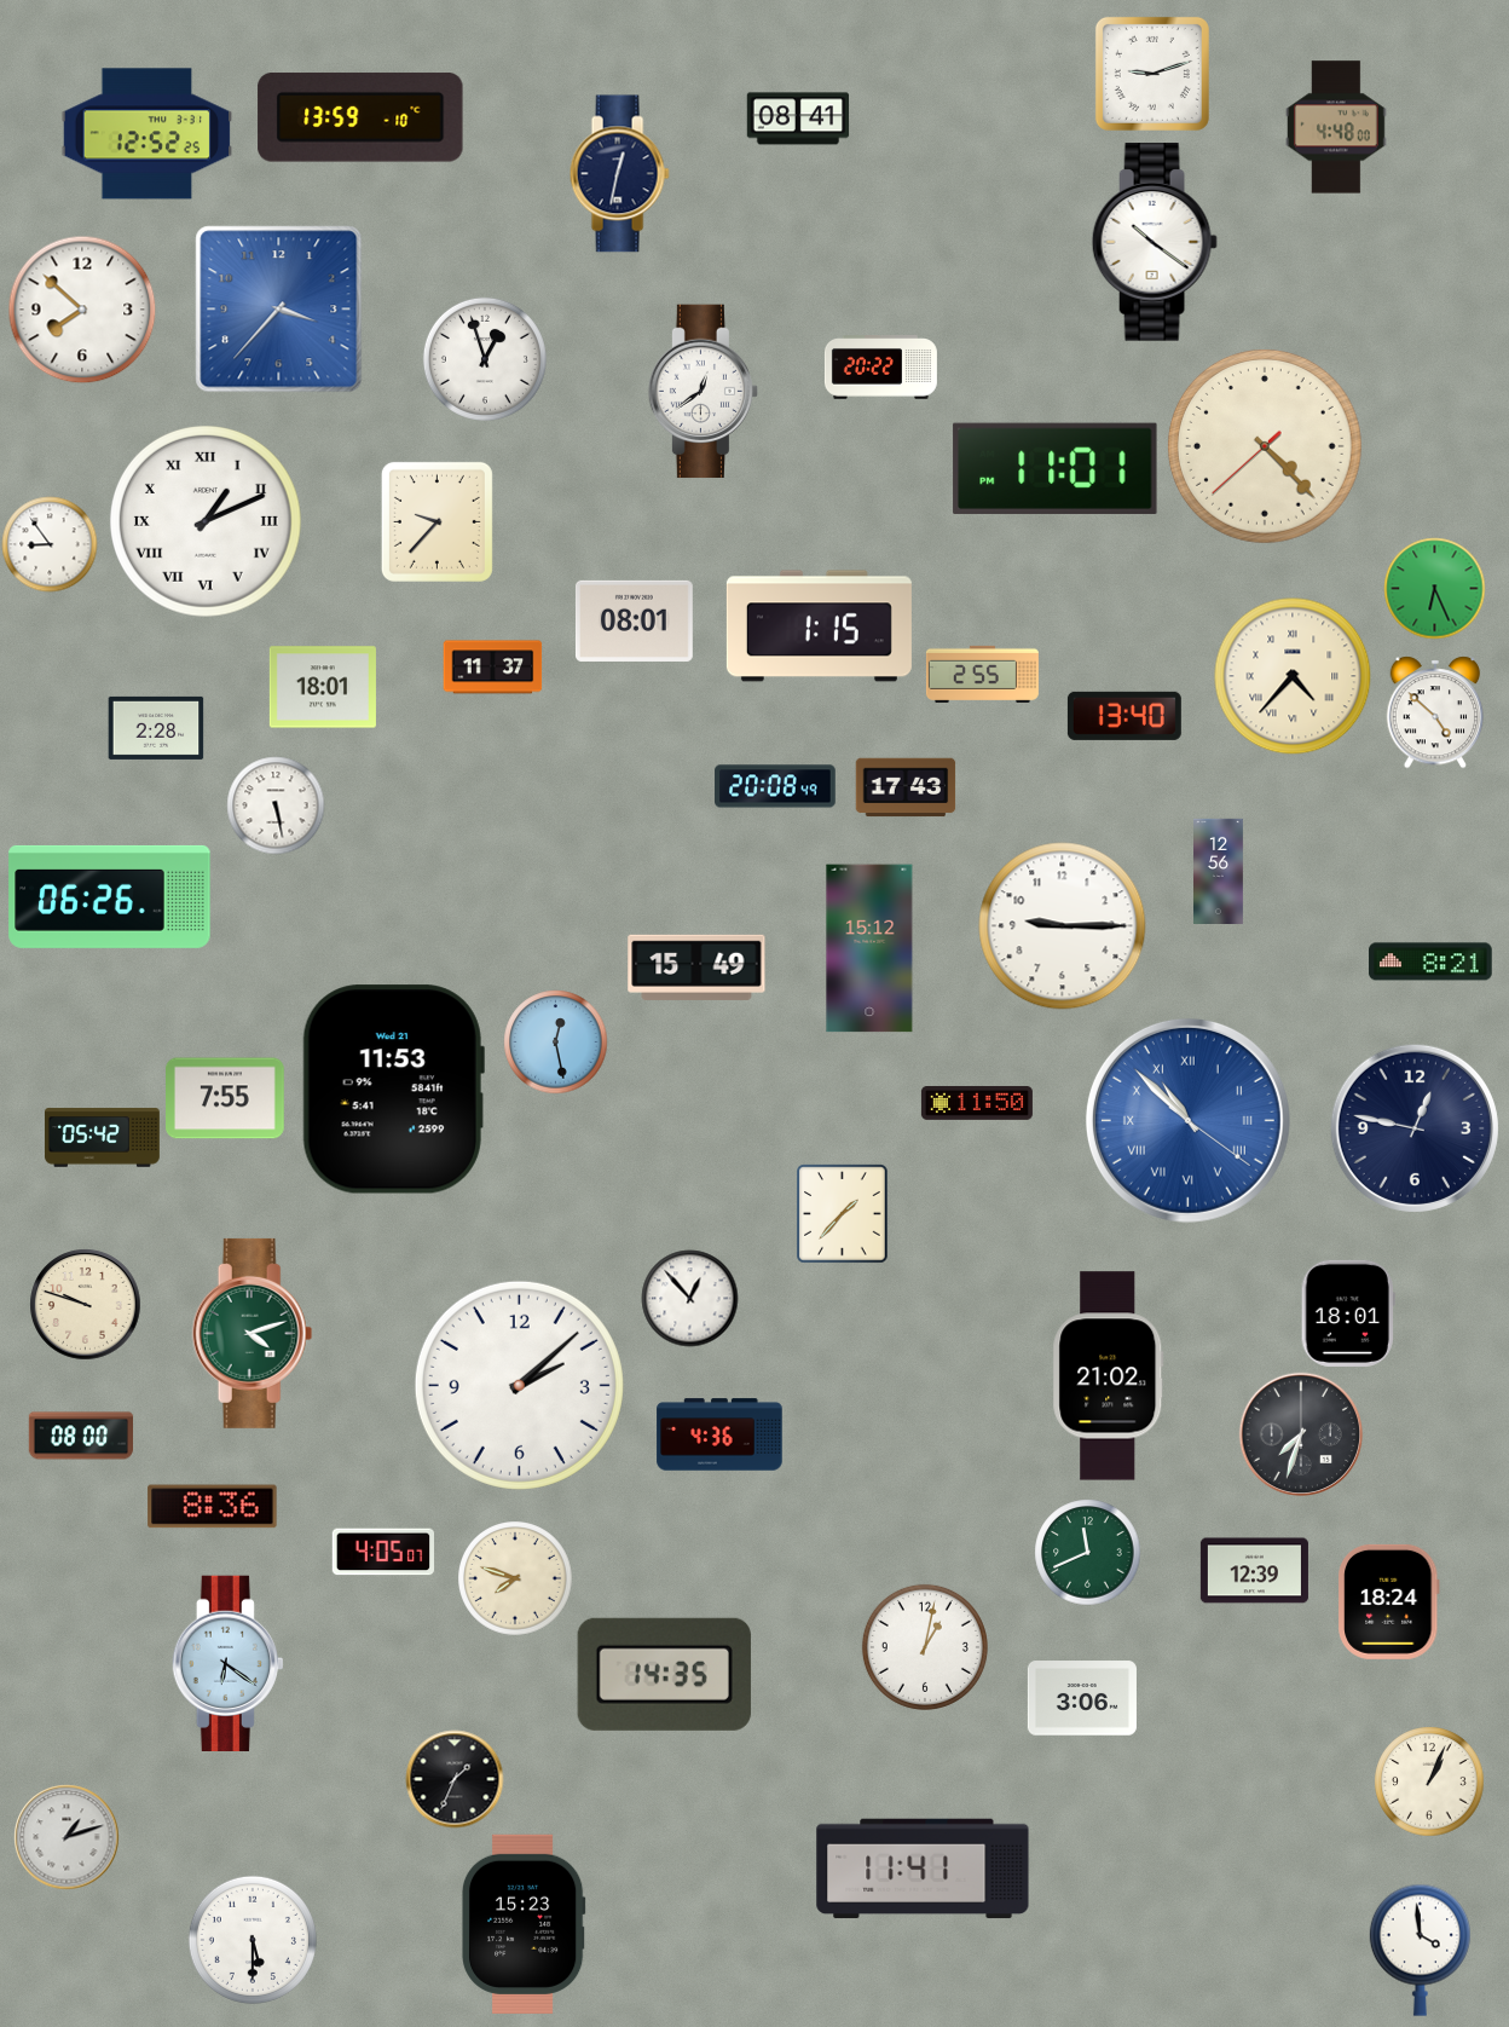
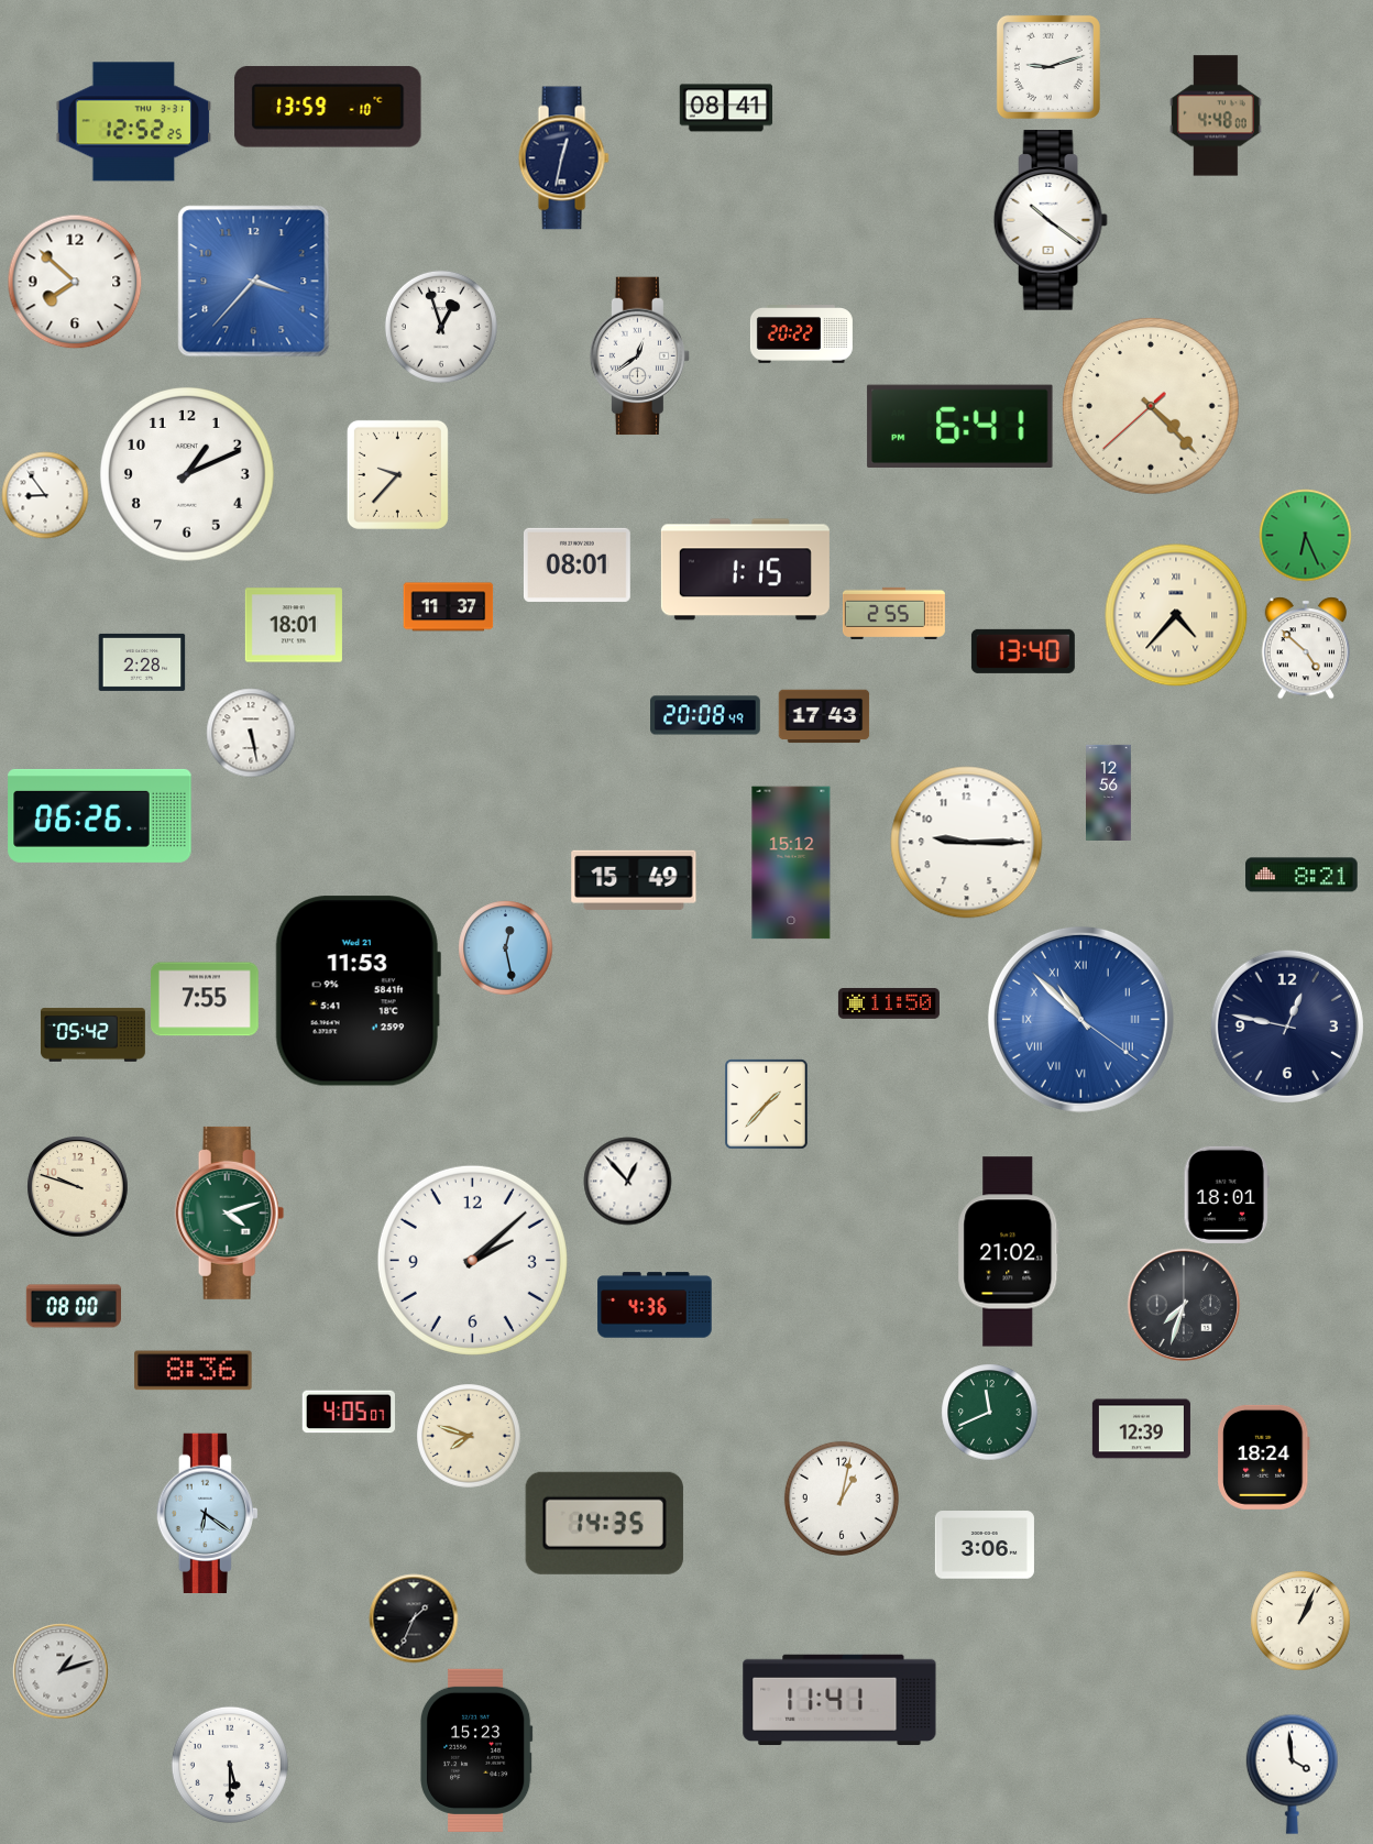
clock at (1056, 468): 11:01 -> 6:41
clock at (207, 522) numerals: Roman -> Arabic
